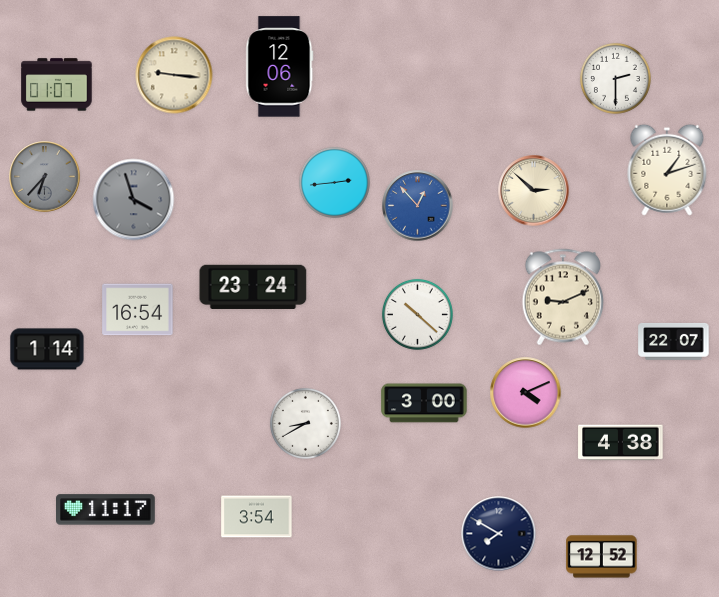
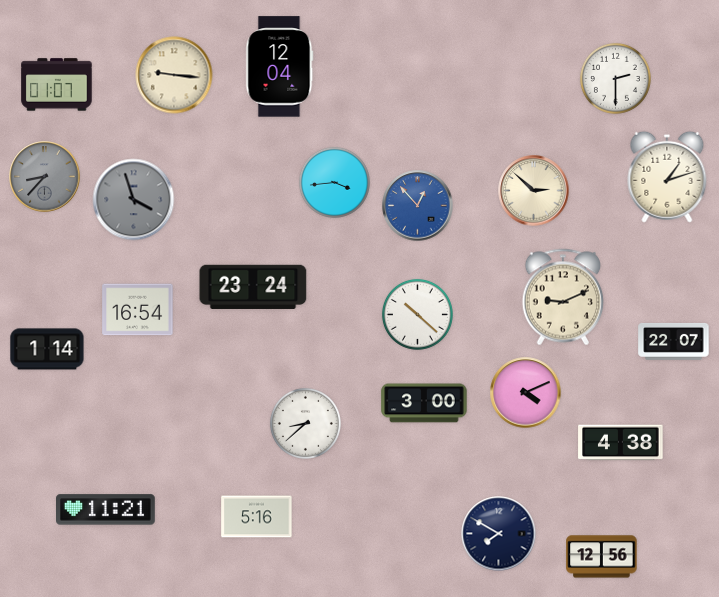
clock at (280, 67): 12:06 -> 12:04
clock at (667, 170) position: (667, 170) -> (667, 177)
clock at (45, 177): 6:37 -> 8:37
clock at (334, 182): 2:44 -> 3:44
clock at (305, 423): 8:40 -> 8:38
clock at (106, 510): 11:17 -> 11:21
clock at (257, 517): 3:54 -> 5:16
clock at (602, 557): 12:52 -> 12:56
